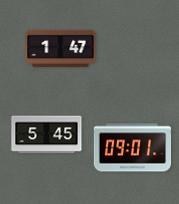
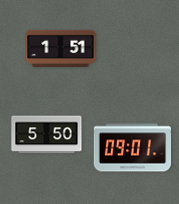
clock at (61, 49): 1:47 -> 1:51
clock at (47, 135): 5:45 -> 5:50
